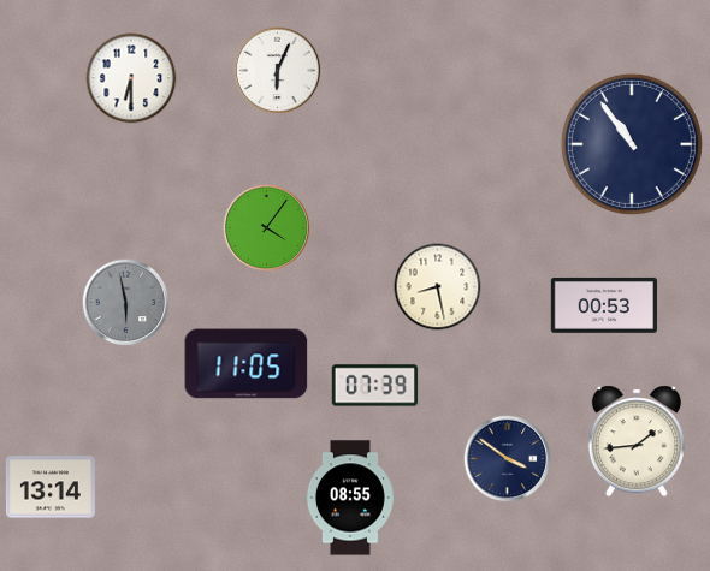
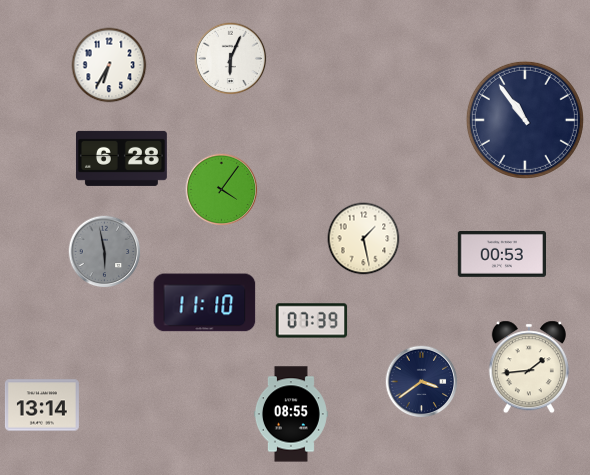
clock at (131, 78): 6:30 -> 6:35
clock at (121, 158): none -> 6:28
clock at (438, 287): 8:28 -> 1:28
clock at (247, 364): 11:05 -> 11:10
clock at (508, 459): 3:51 -> 3:39
